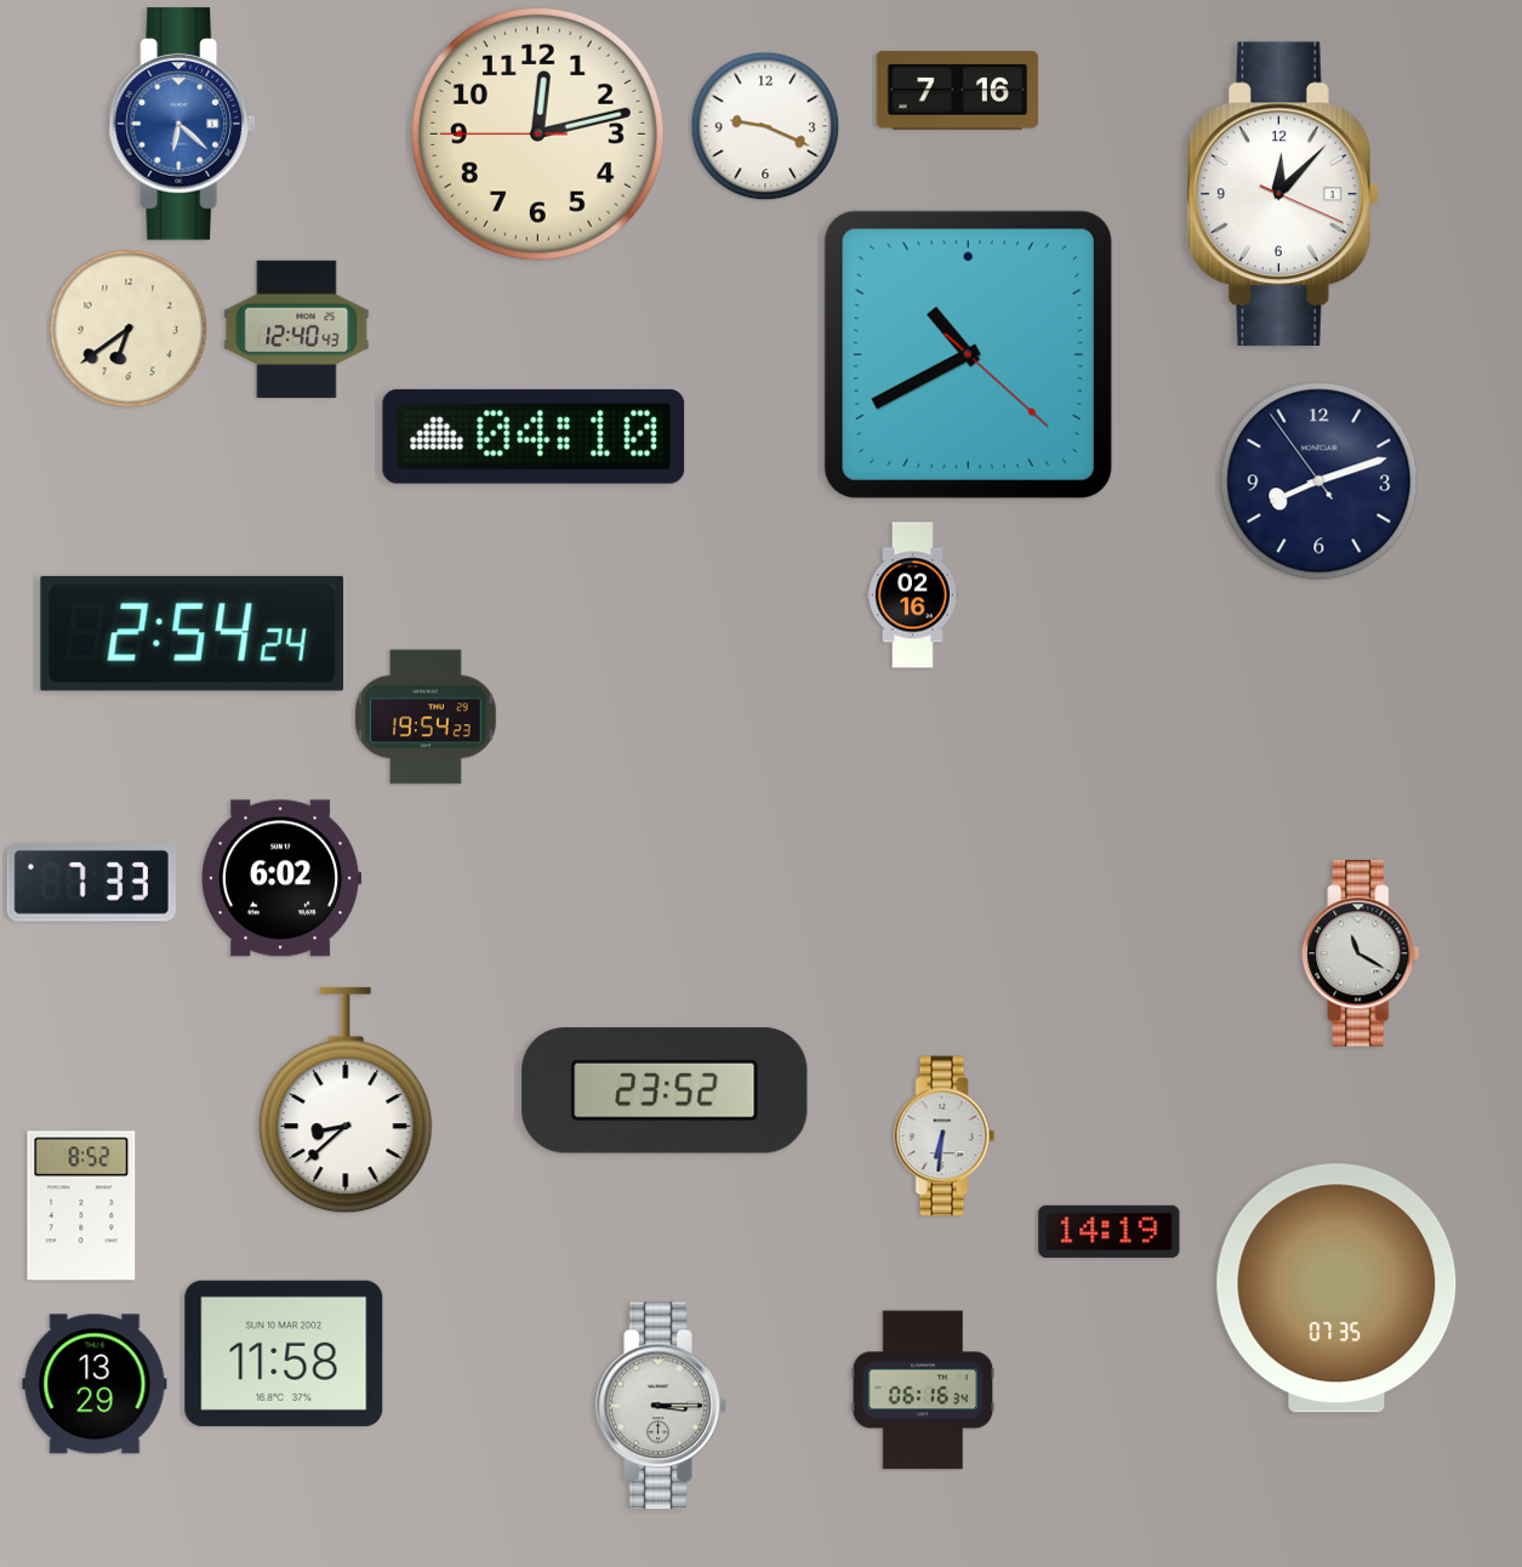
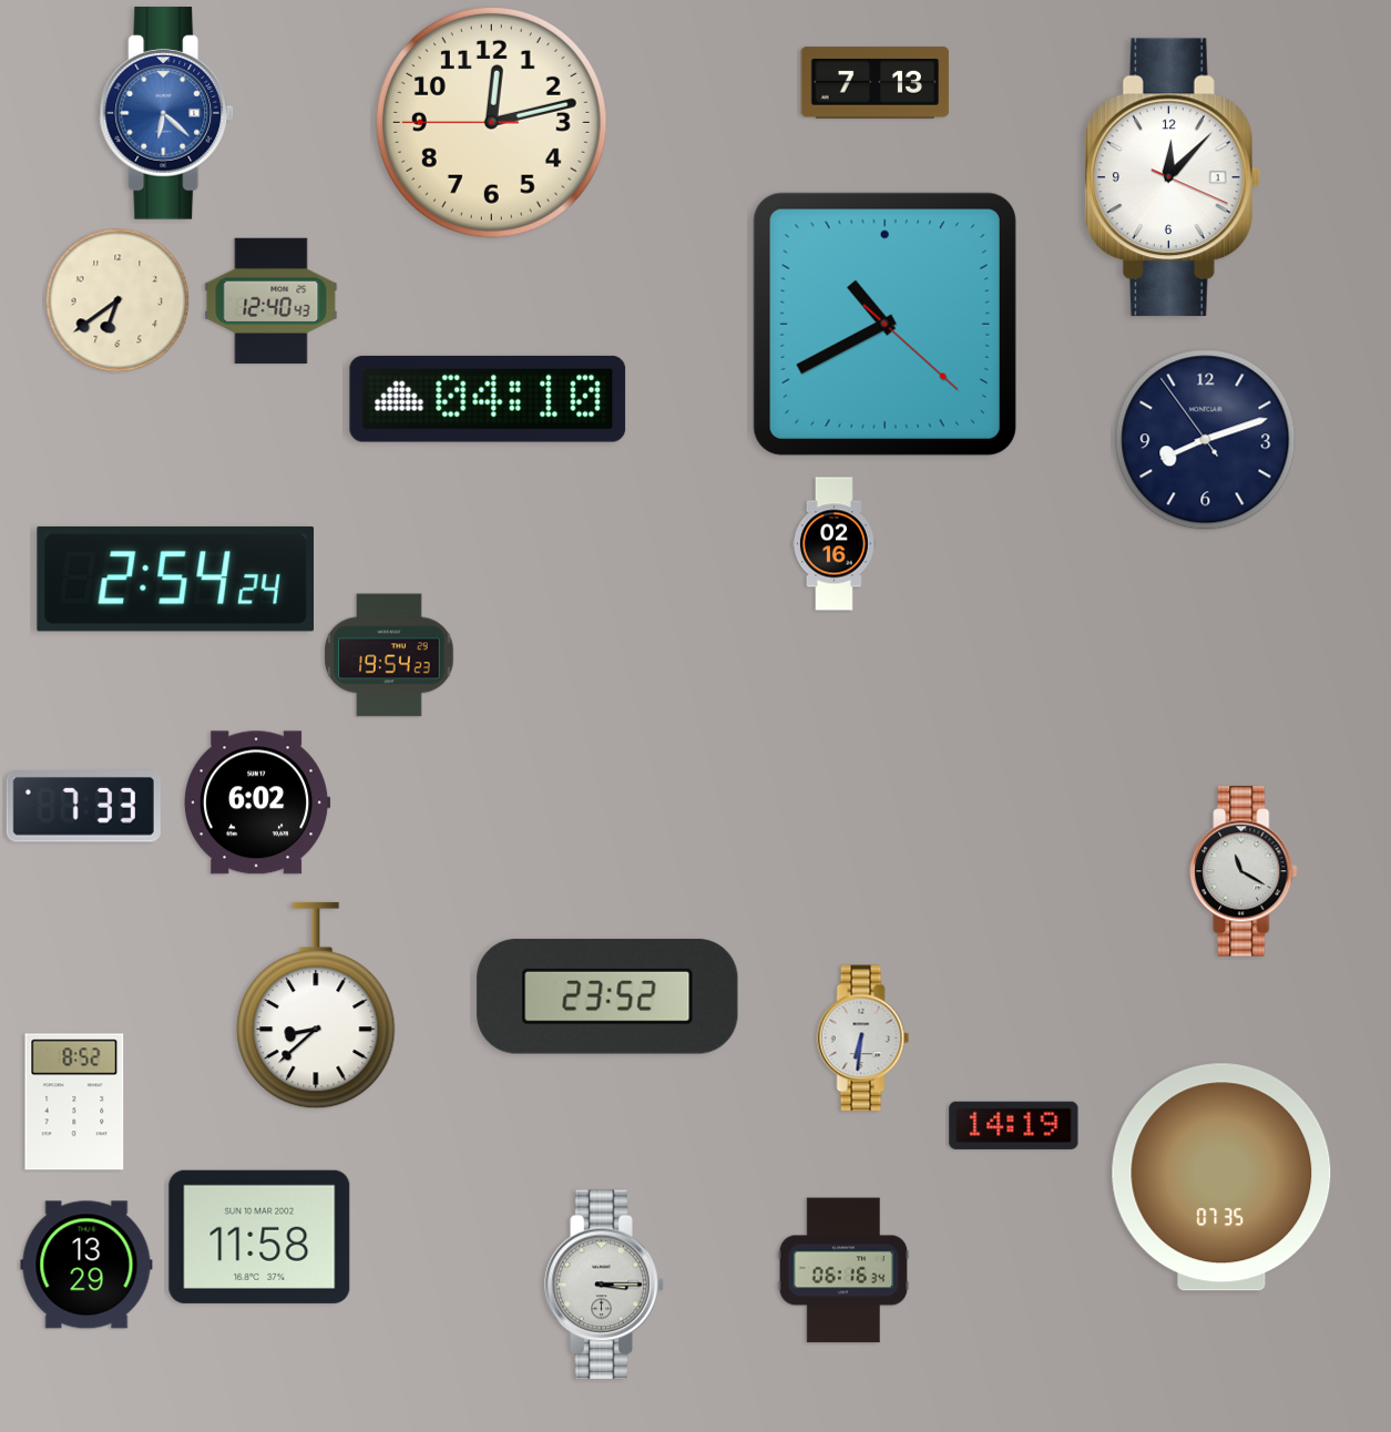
clock at (958, 91): 7:16 -> 7:13
clock at (765, 126): 9:19 -> none
